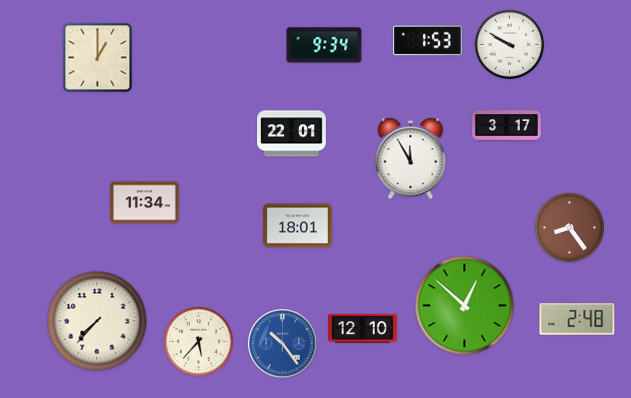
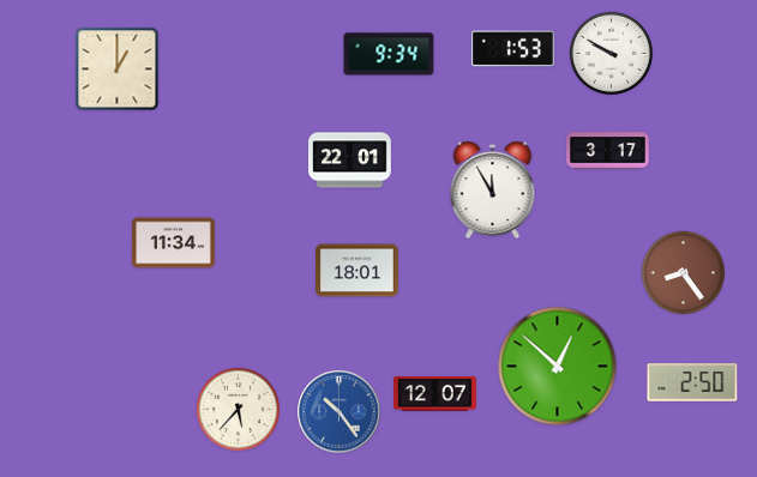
clock at (577, 319): 2:48 -> 2:50
clock at (97, 321): 7:37 -> none
clock at (363, 329): 12:10 -> 12:07
